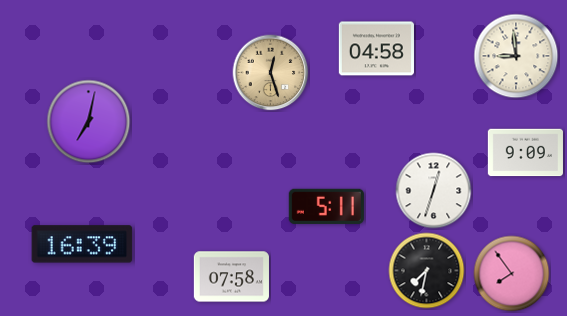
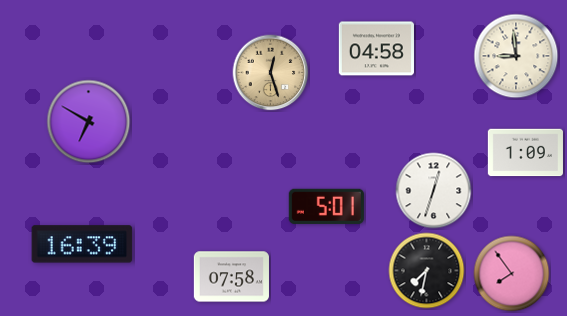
clock at (89, 122): 7:02 -> 6:50
clock at (525, 153): 9:09 -> 1:09
clock at (326, 206): 5:11 -> 5:01
